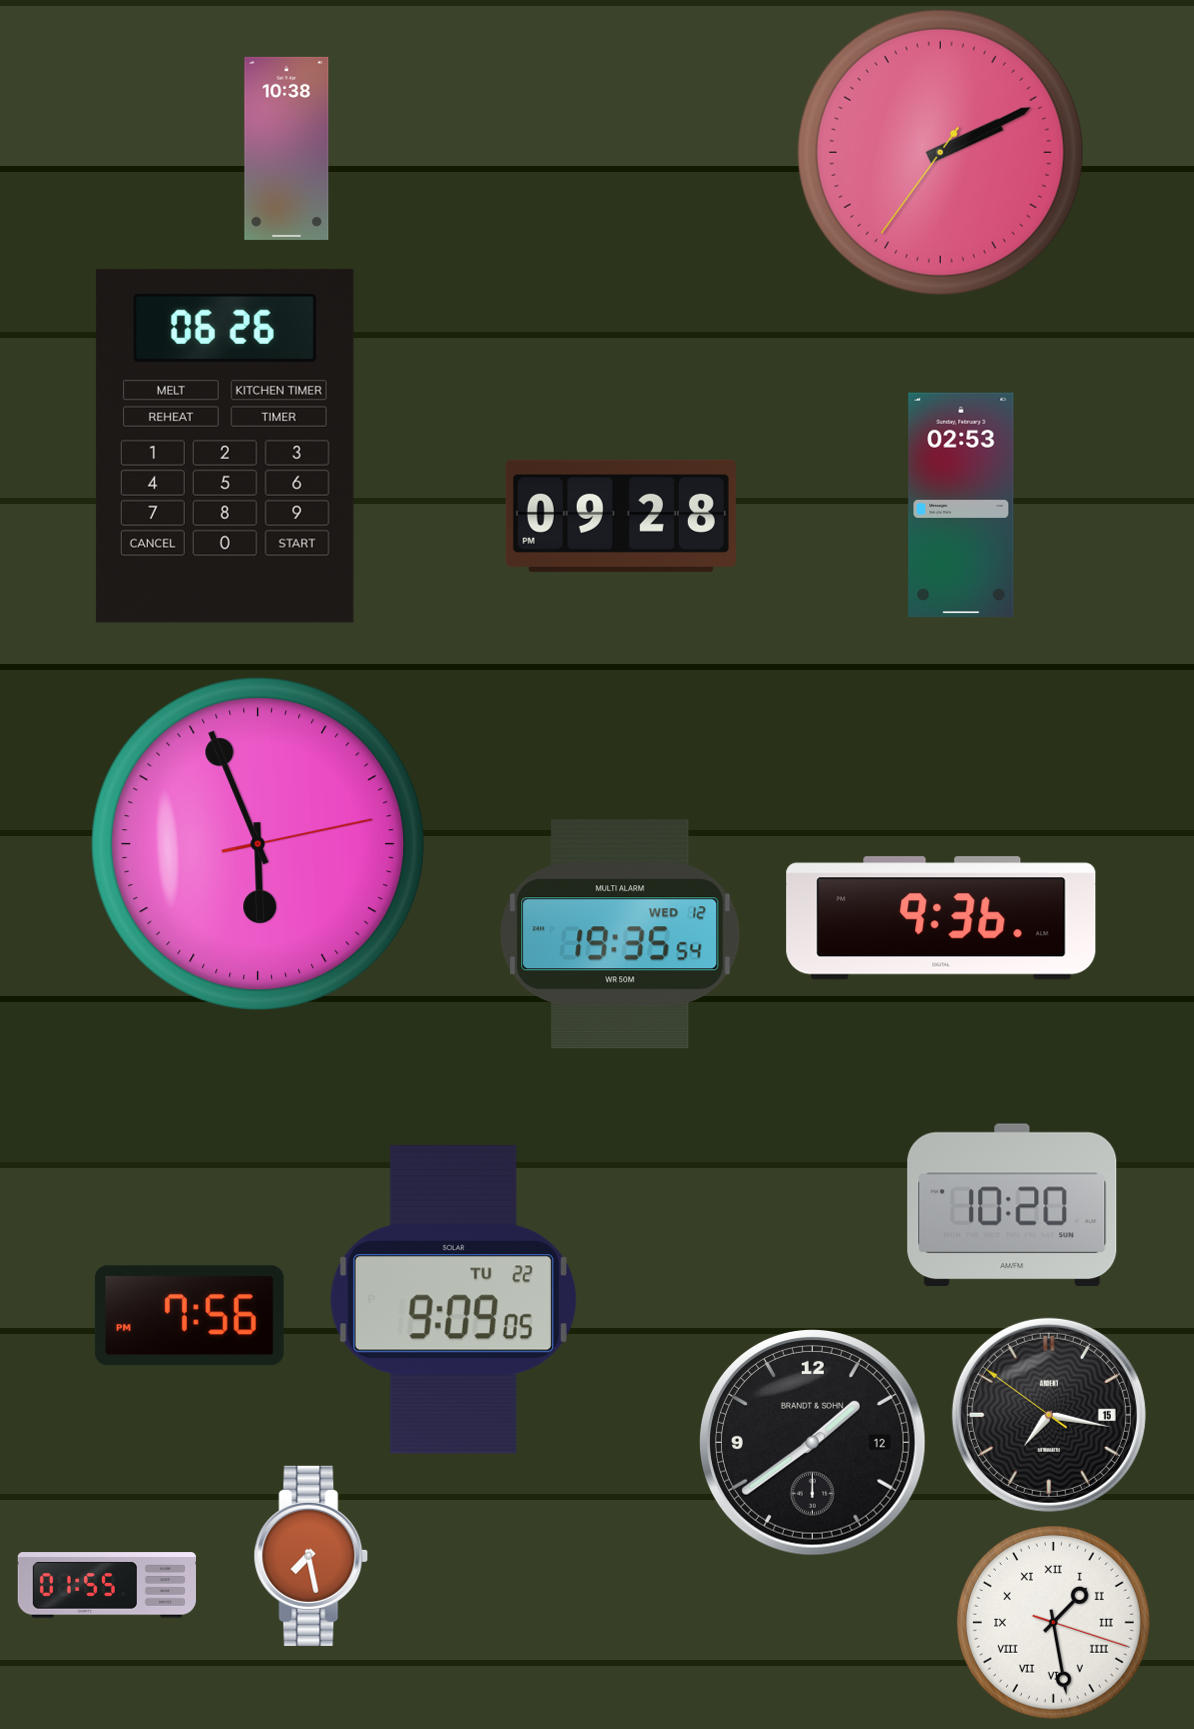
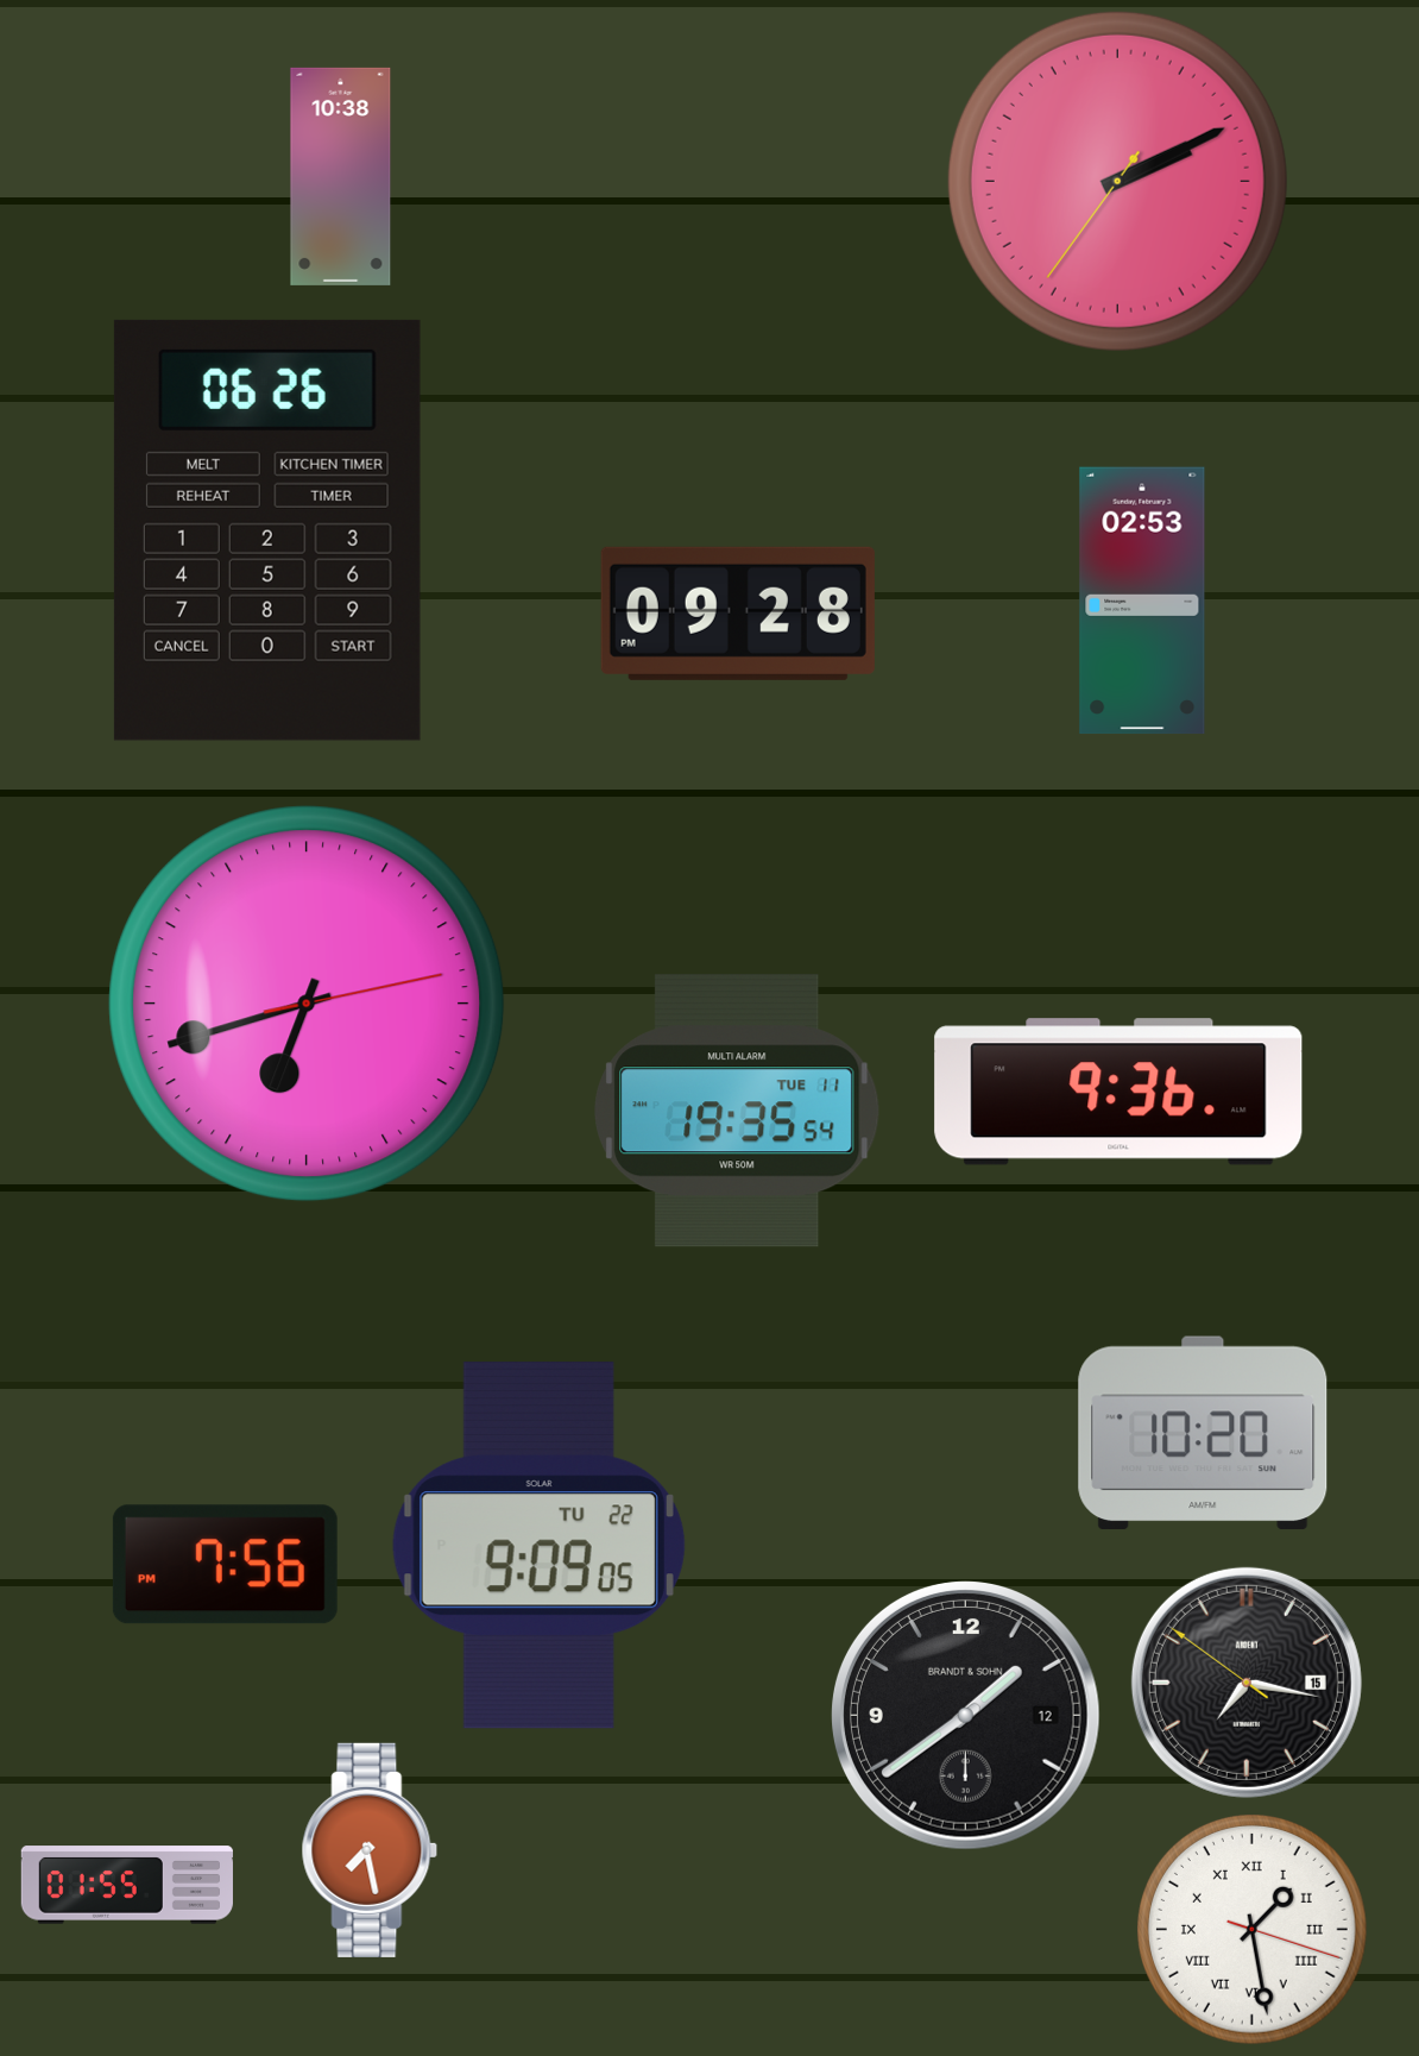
clock at (258, 844): 5:56 -> 6:42
clock at (620, 934) date: WED 12 -> TUE 11
